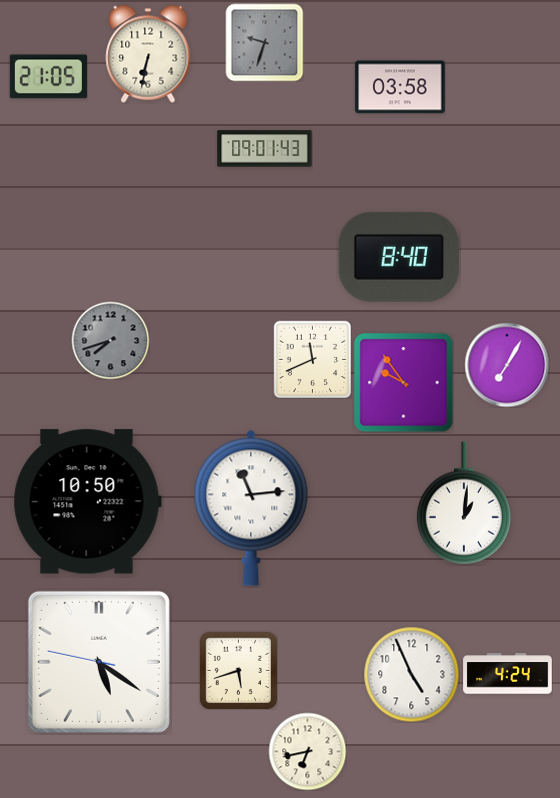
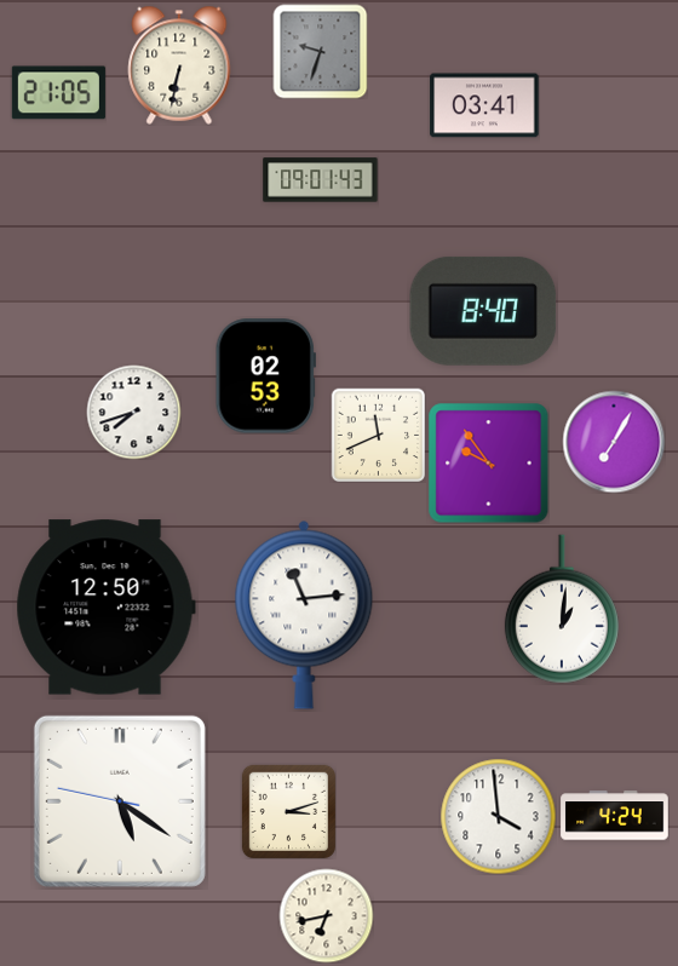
clock at (400, 87): 03:58 -> 03:41
clock at (265, 376): none -> 02:53
clock at (110, 340) dial: grey -> white
clock at (87, 502): 10:50 -> 12:50
clock at (238, 670): 5:42 -> 3:12
clock at (411, 674): 4:56 -> 3:59
clock at (307, 751) position: (307, 751) -> (326, 915)
